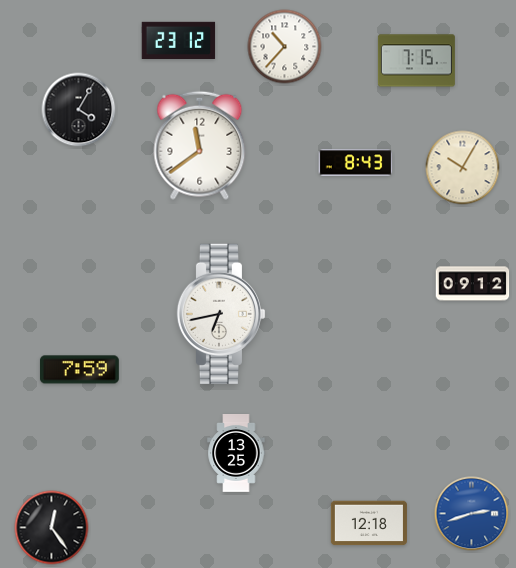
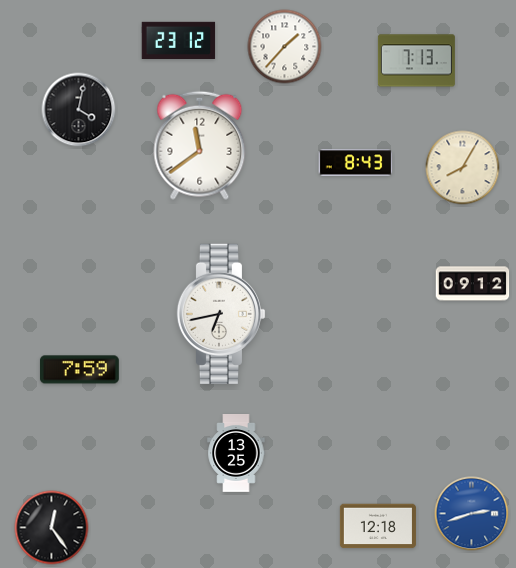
clock at (285, 47): 10:37 -> 1:37
clock at (416, 61): 7:15 -> 7:13
clock at (79, 110): 4:05 -> 4:02
clock at (463, 168): 10:05 -> 8:05
clock at (369, 523) position: (369, 523) -> (378, 526)
